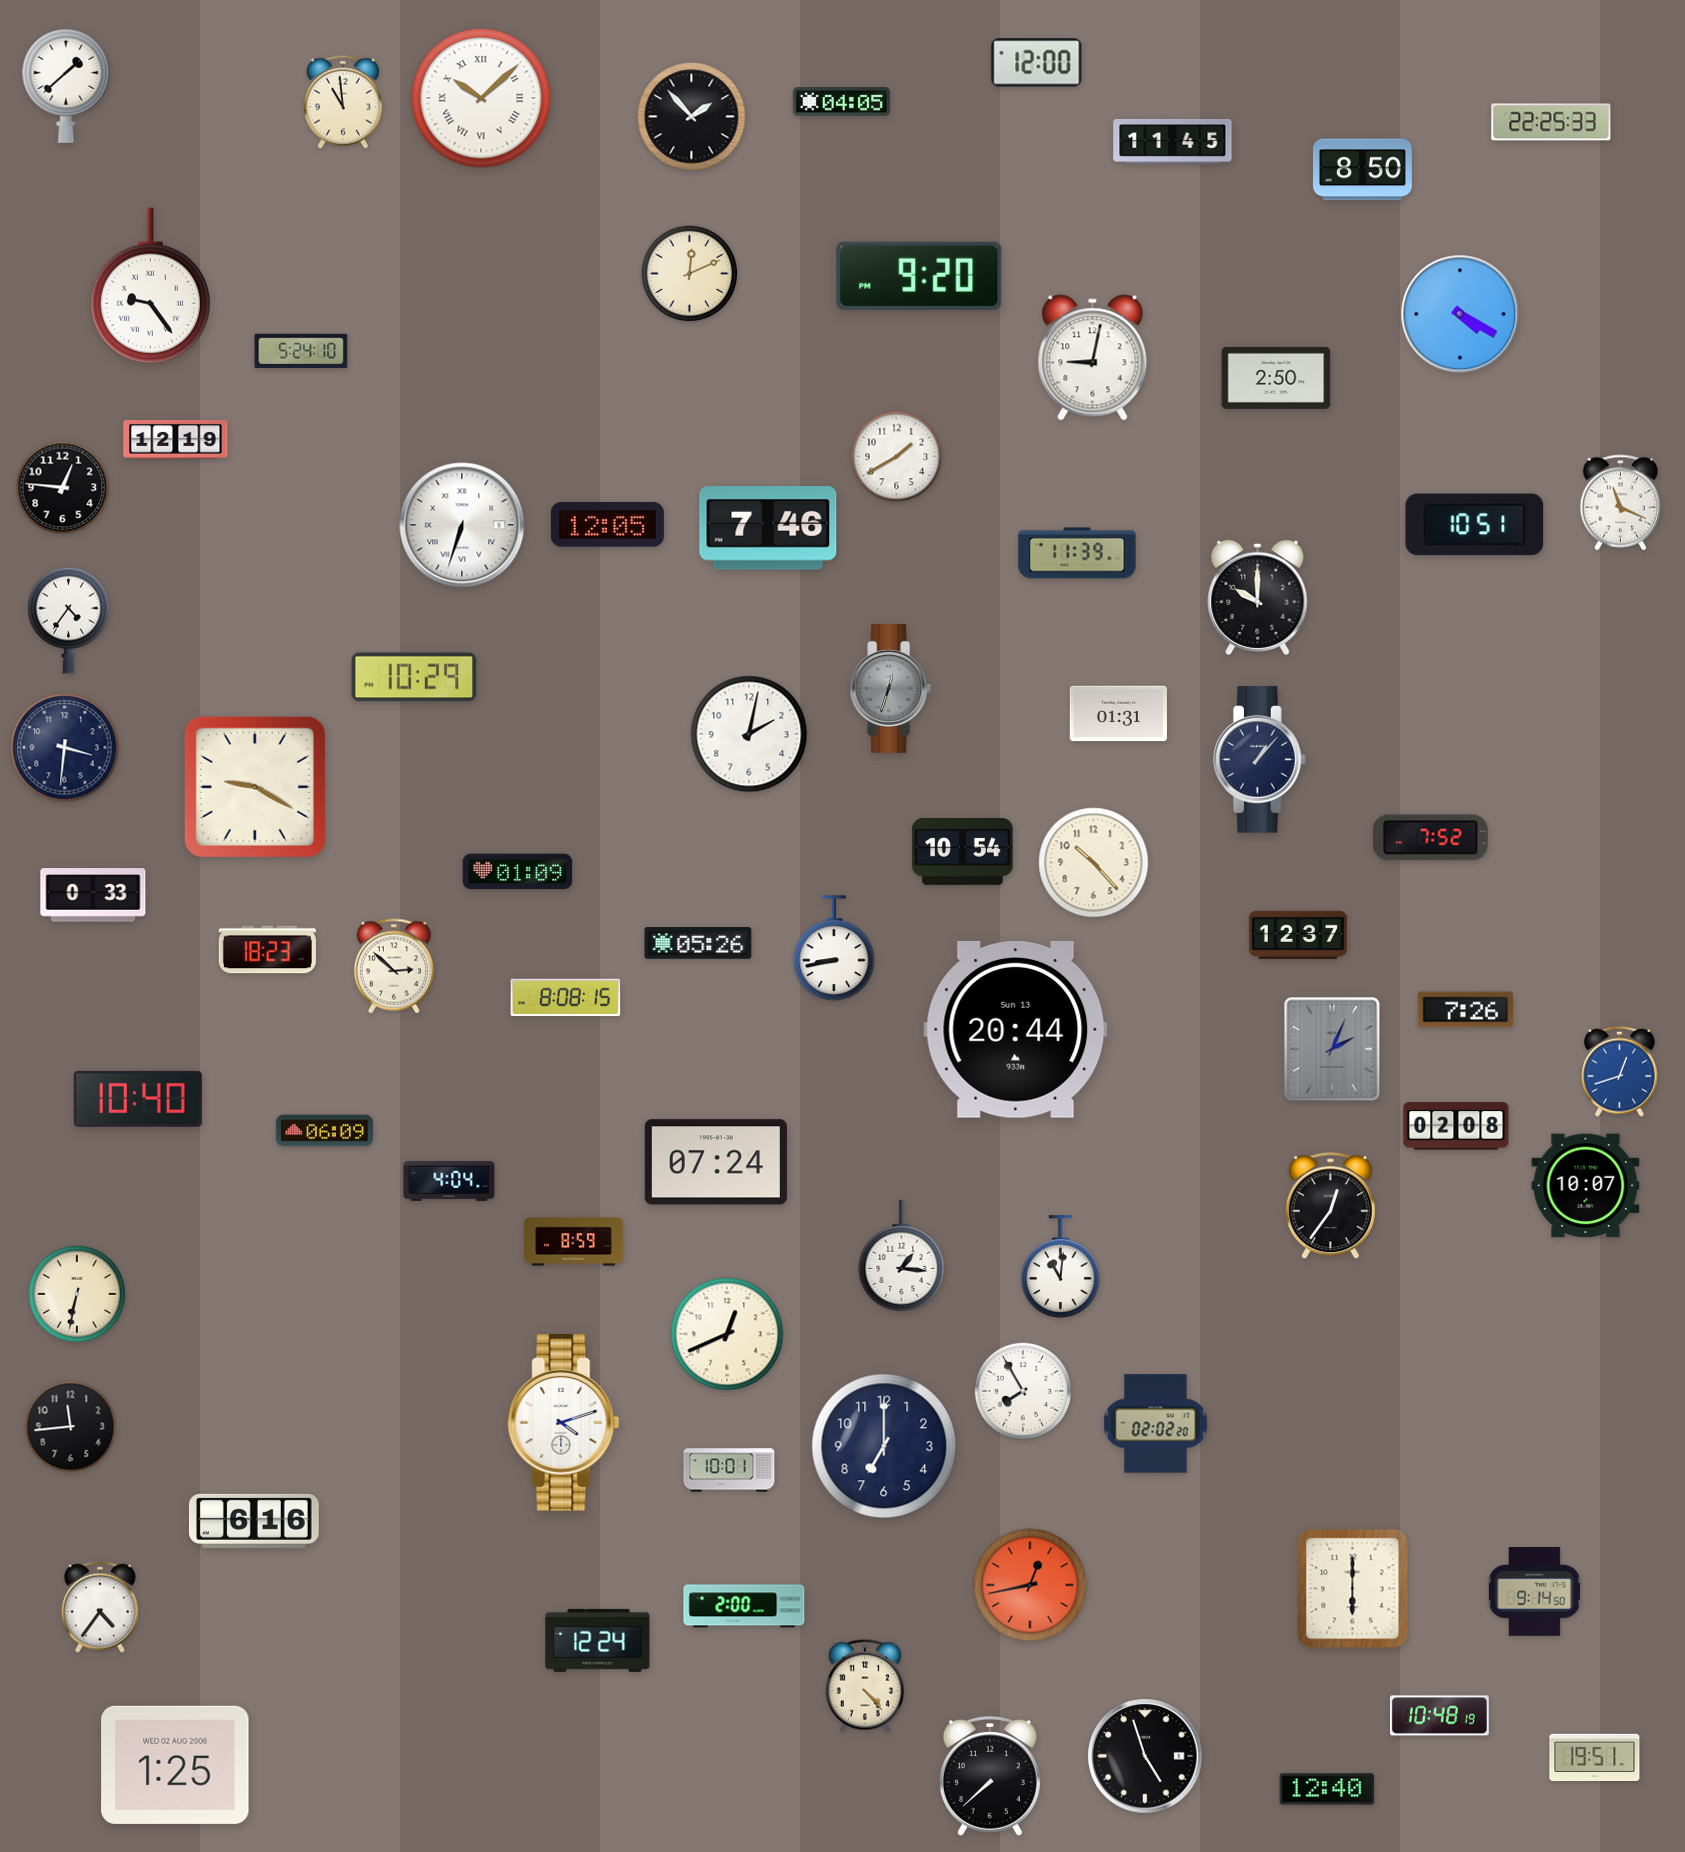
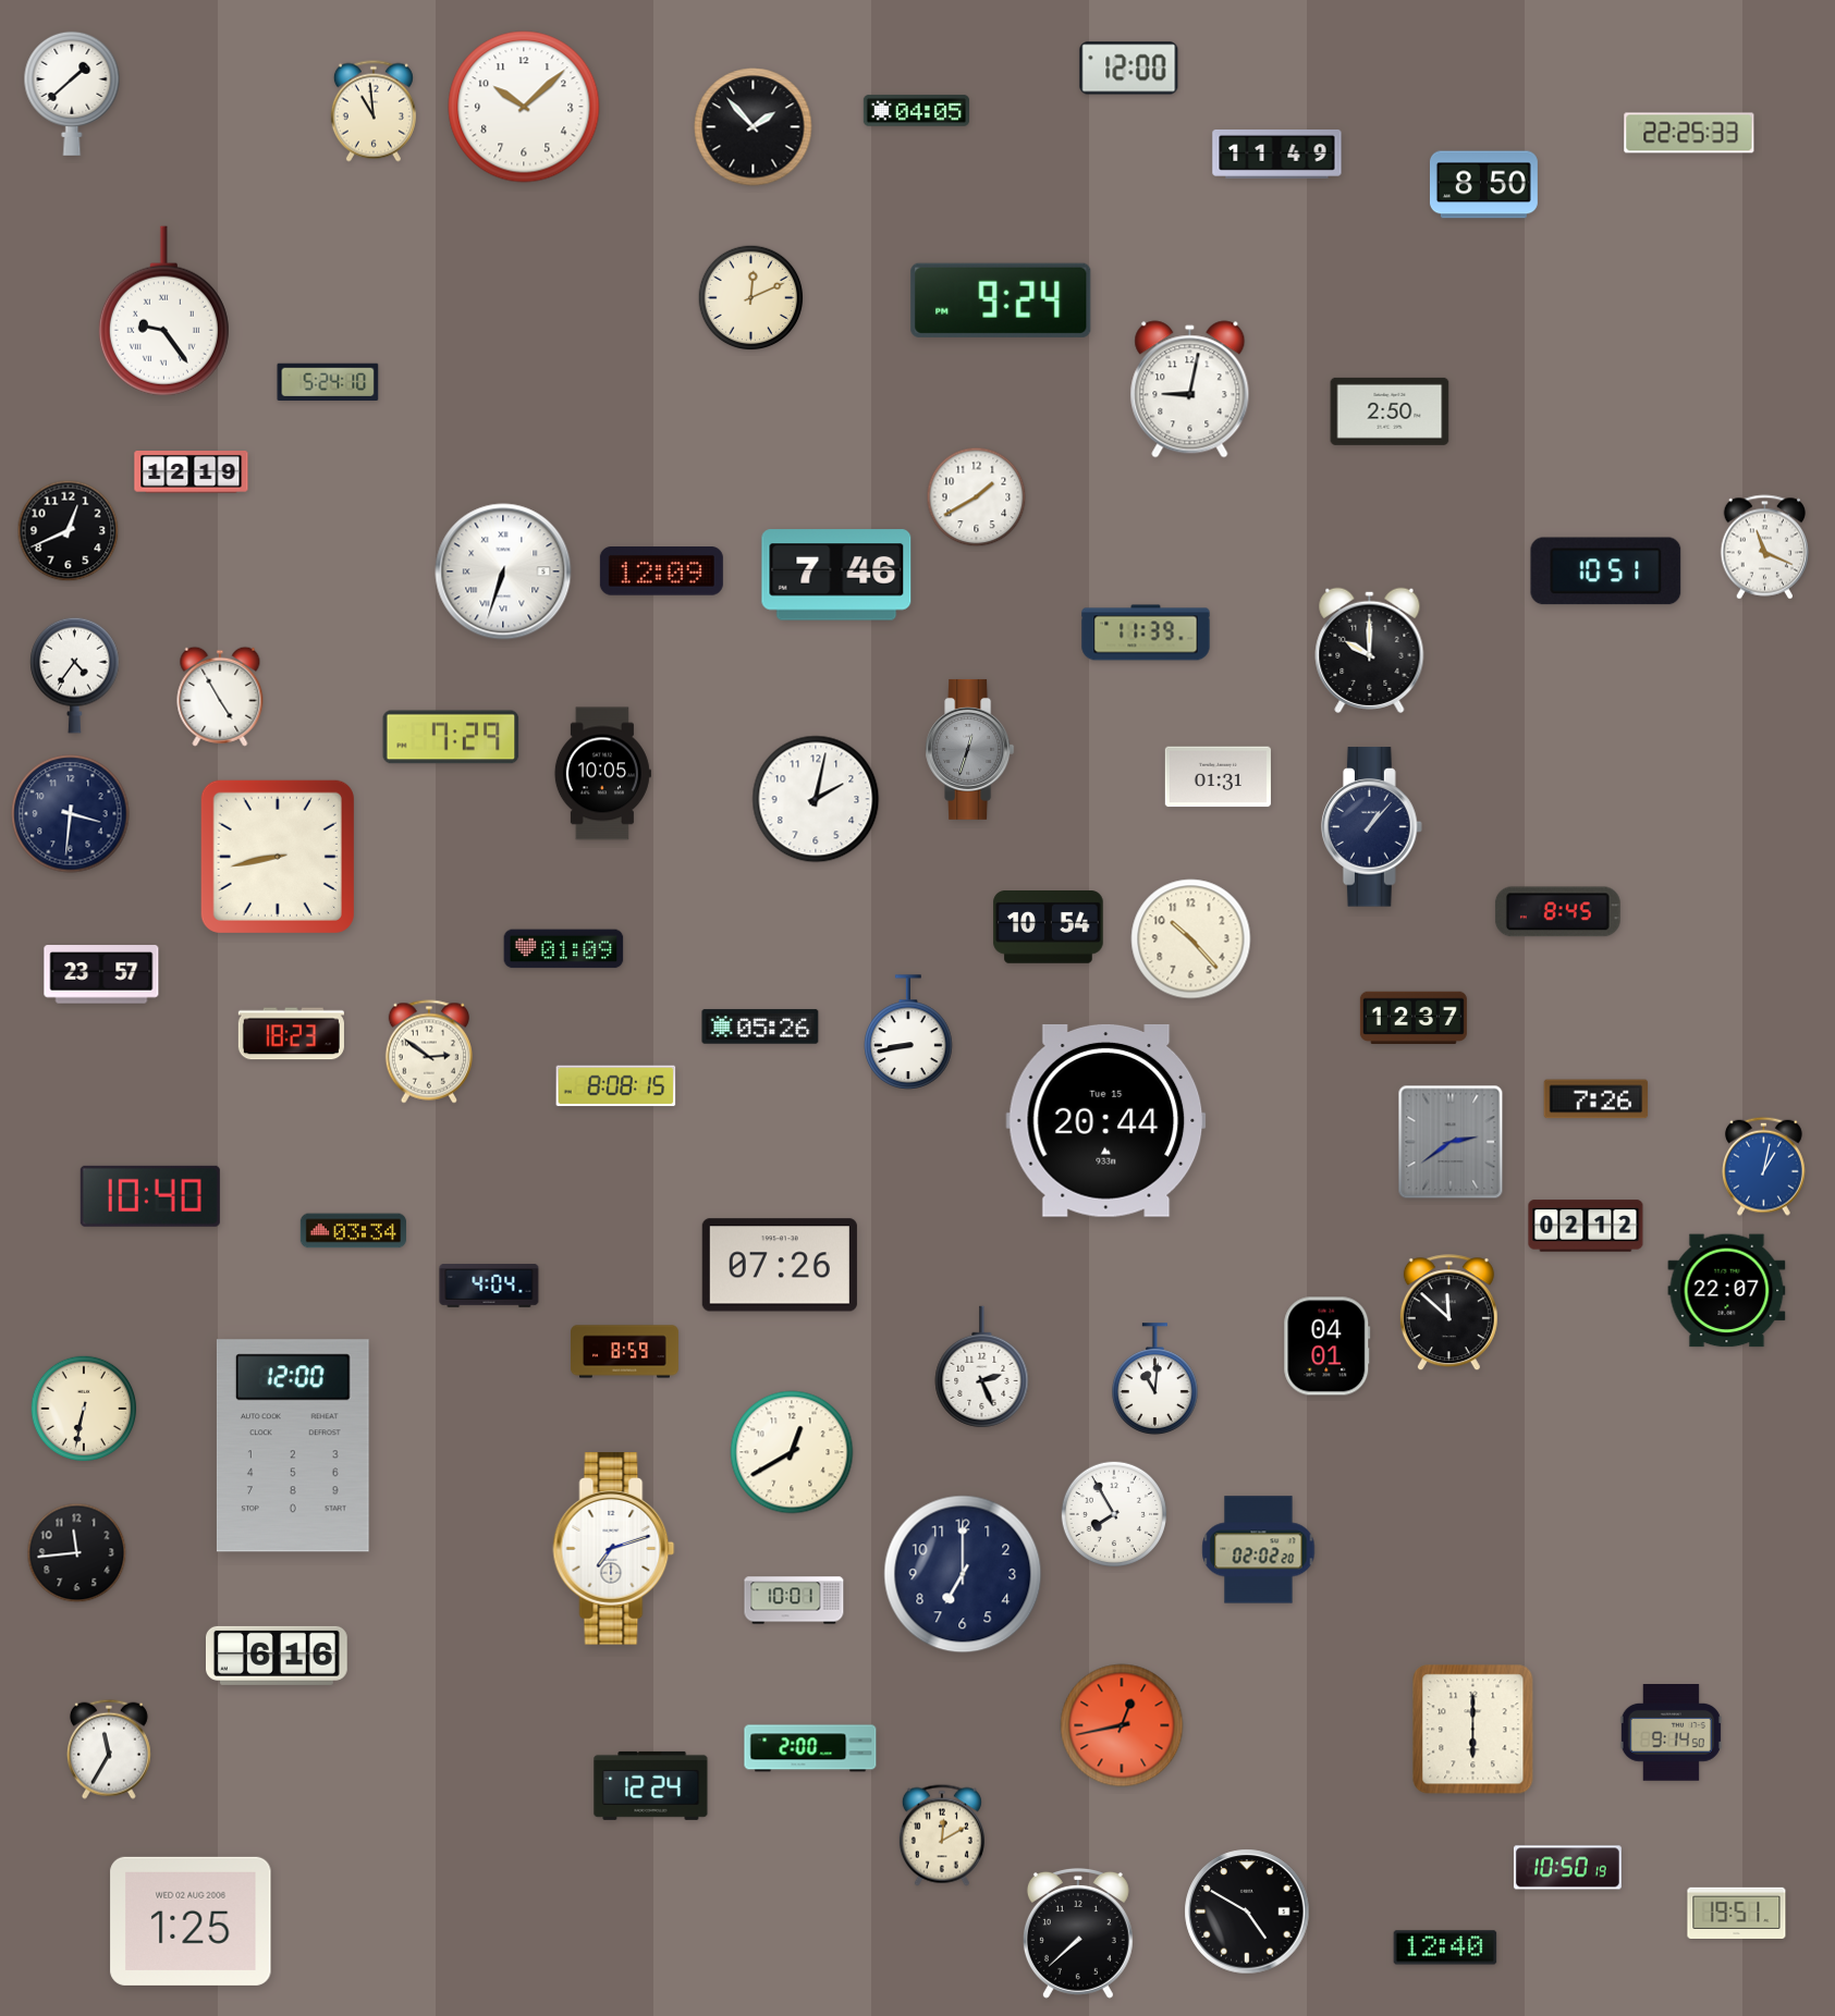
clock at (481, 98) numerals: Roman -> Arabic
clock at (1173, 141): 11:45 -> 11:49
clock at (919, 276): 9:20 -> 9:24
clock at (1460, 314): 4:20 -> none
clock at (176, 440) position: (176, 440) -> (192, 472)
clock at (63, 488): 12:46 -> 12:41
clock at (607, 525): 12:05 -> 12:09
clock at (1077, 553) position: (1077, 553) -> (1146, 632)
clock at (220, 697): none -> 4:55
clock at (414, 677): 10:29 -> 7:29
clock at (602, 774): none -> 10:05
clock at (255, 787): 9:20 -> 8:43
clock at (1430, 838): 7:52 -> 8:45
clock at (93, 895): 0:33 -> 23:57
clock at (393, 966): 2:52 -> 2:51
clock at (1016, 1029) date: Sun 13 -> Tue 15
clock at (1332, 1049): 2:04 -> 2:39
clock at (1620, 1071): 12:42 -> 1:02
clock at (1456, 1126): 02:08 -> 02:12
clock at (324, 1131): 06:09 -> 03:34
clock at (716, 1162): 07:24 -> 07:26
clock at (1586, 1186): 10:07 -> 22:07
clock at (1330, 1206): 12:36 -> 11:52
clock at (1328, 1347): none -> 04:01
clock at (902, 1256): 1:16 -> 2:26
clock at (293, 1446): none -> 12:00
clock at (727, 1334): 12:41 -> 12:40
clock at (564, 1423): 4:12 -> 7:12
clock at (100, 1607): 4:36 -> 11:35
clock at (865, 1686): 4:23 -> 12:10
clock at (1439, 1716): 10:48 -> 10:50
clock at (1145, 1756): 4:57 -> 4:50
